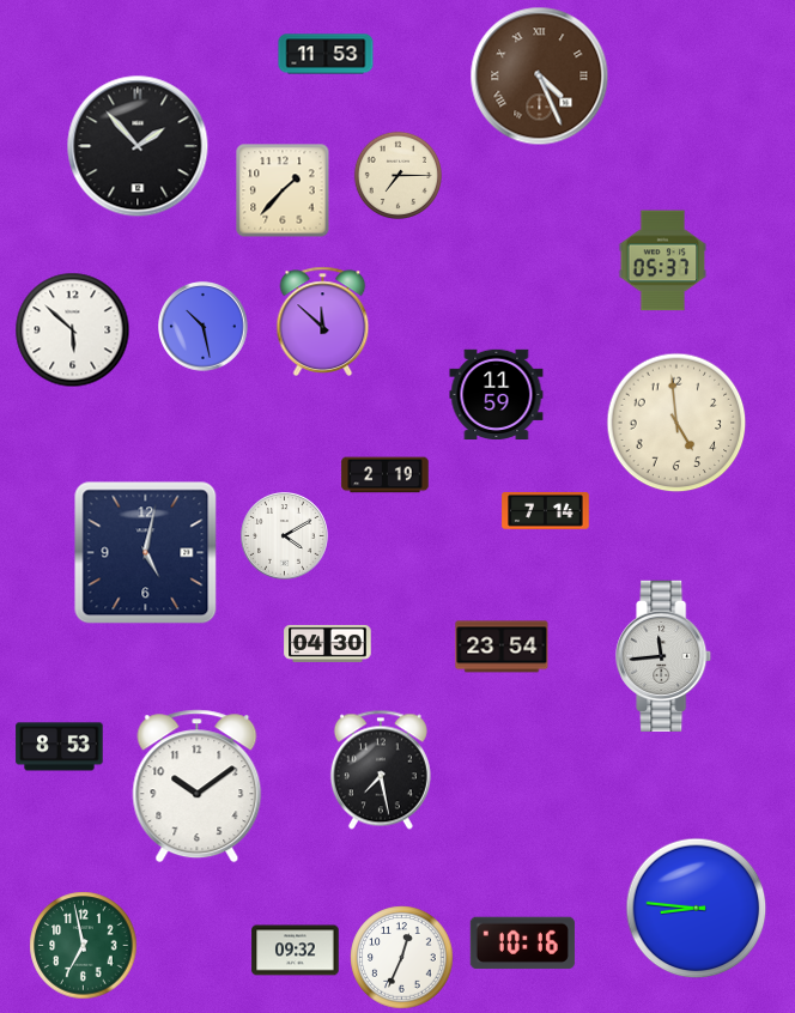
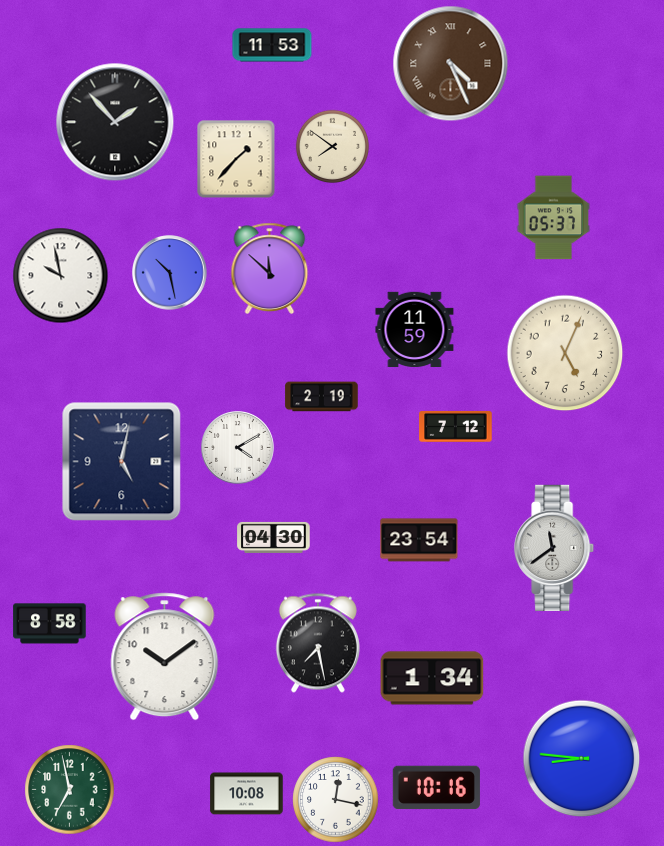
clock at (397, 175): 7:15 -> 7:51
clock at (73, 330): 5:52 -> 9:58
clock at (676, 423): 4:59 -> 5:04
clock at (546, 510): 7:14 -> 7:12
clock at (664, 656): 11:44 -> 11:39
clock at (60, 747): 8:53 -> 8:58
clock at (432, 678): none -> 1:34
clock at (296, 951): 09:32 -> 10:08
clock at (402, 958): 12:34 -> 12:17
